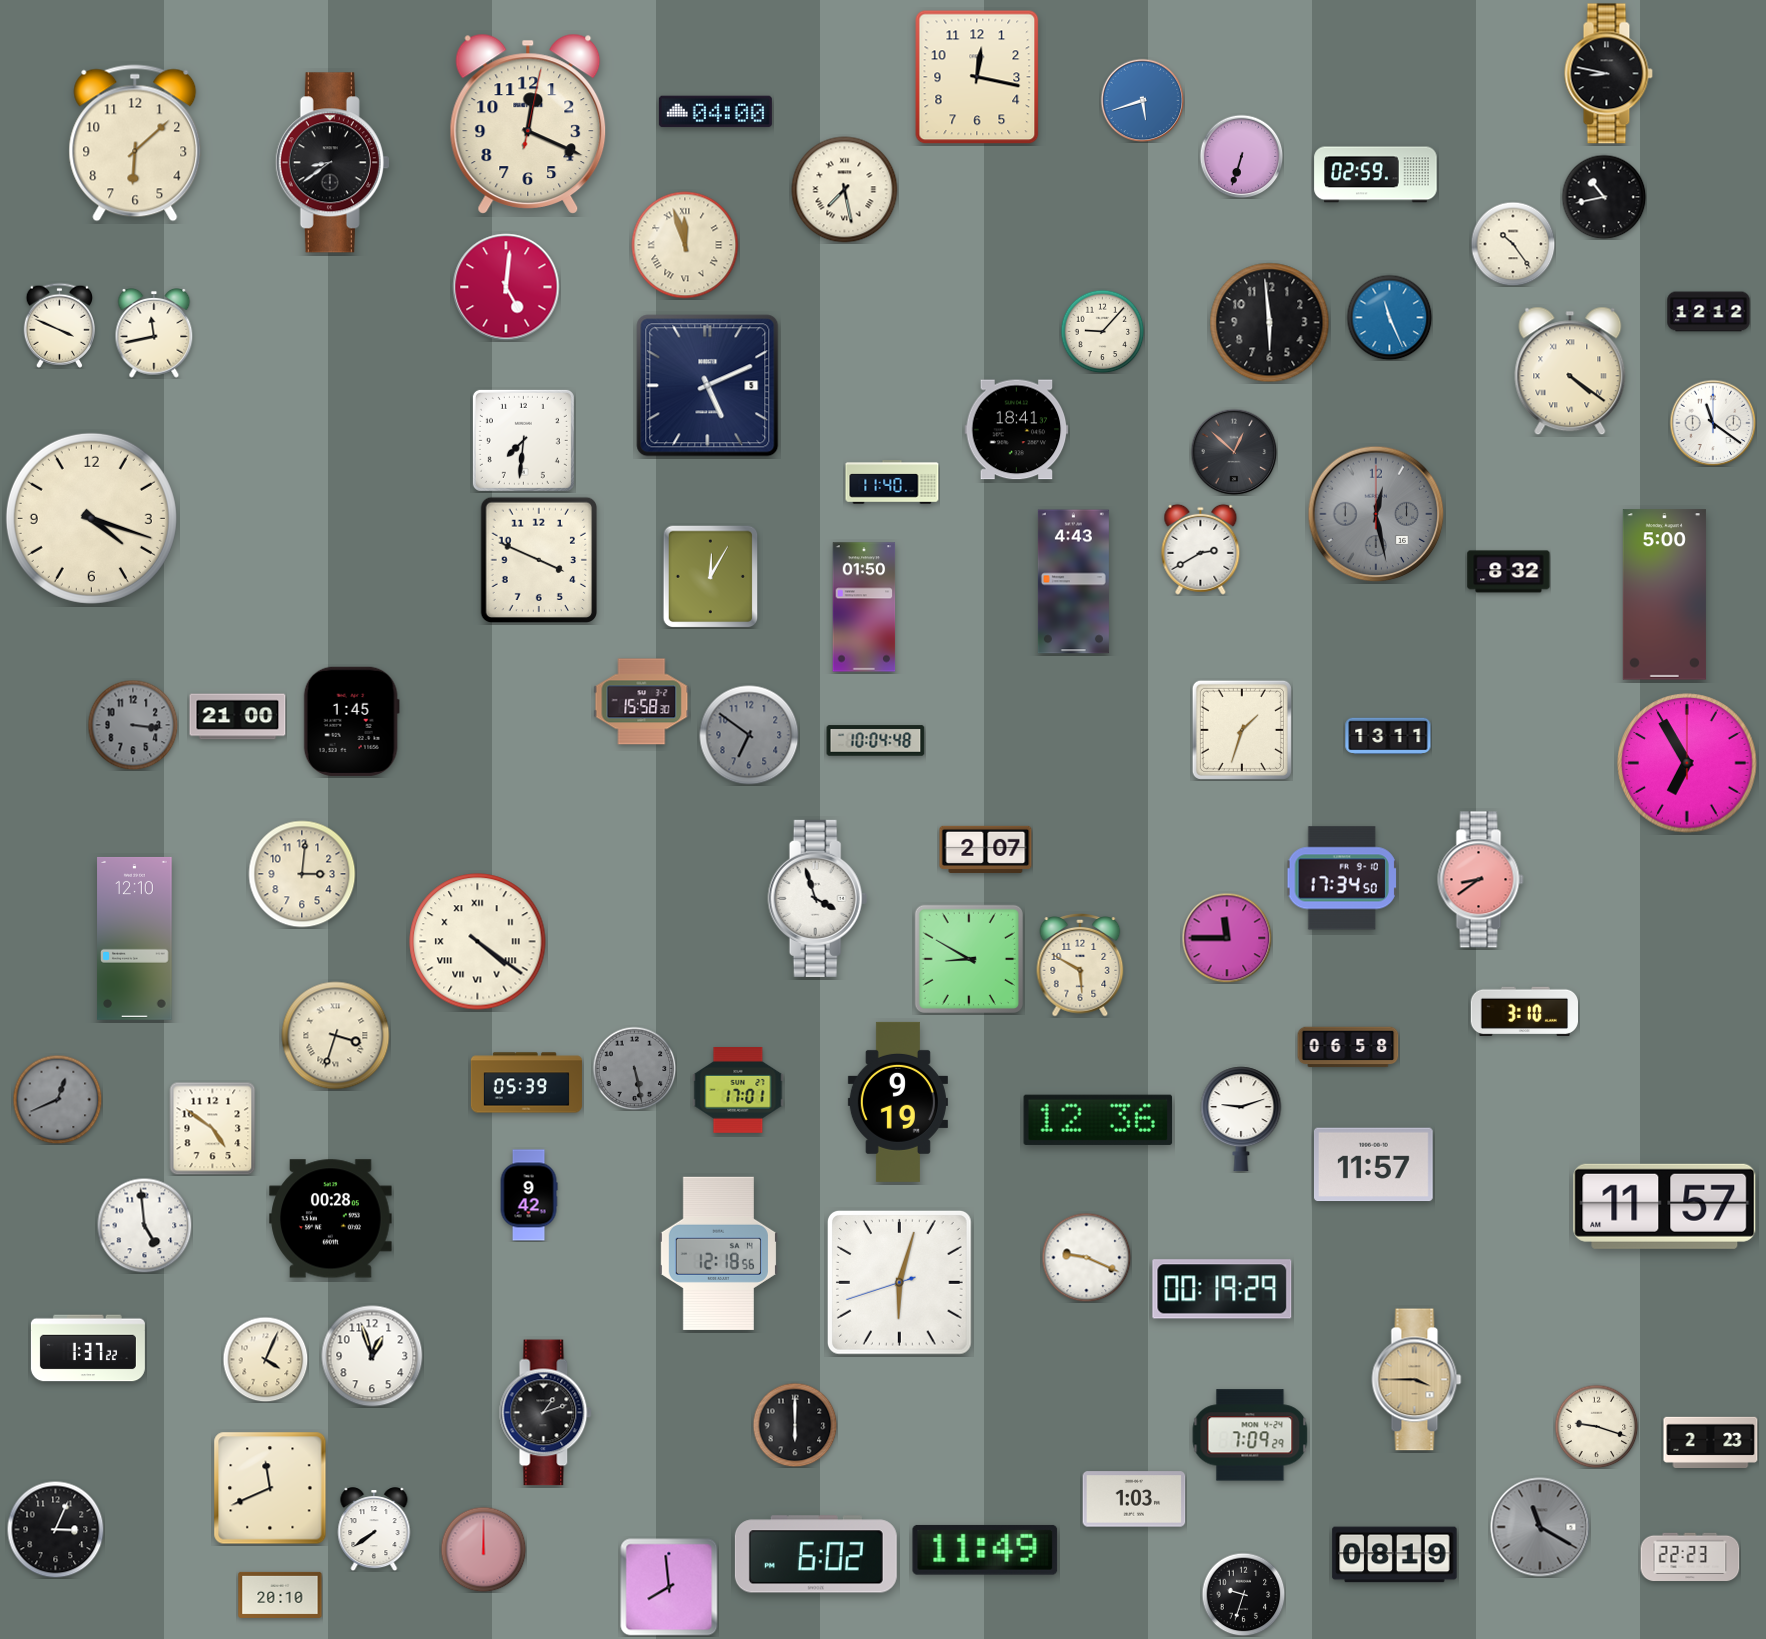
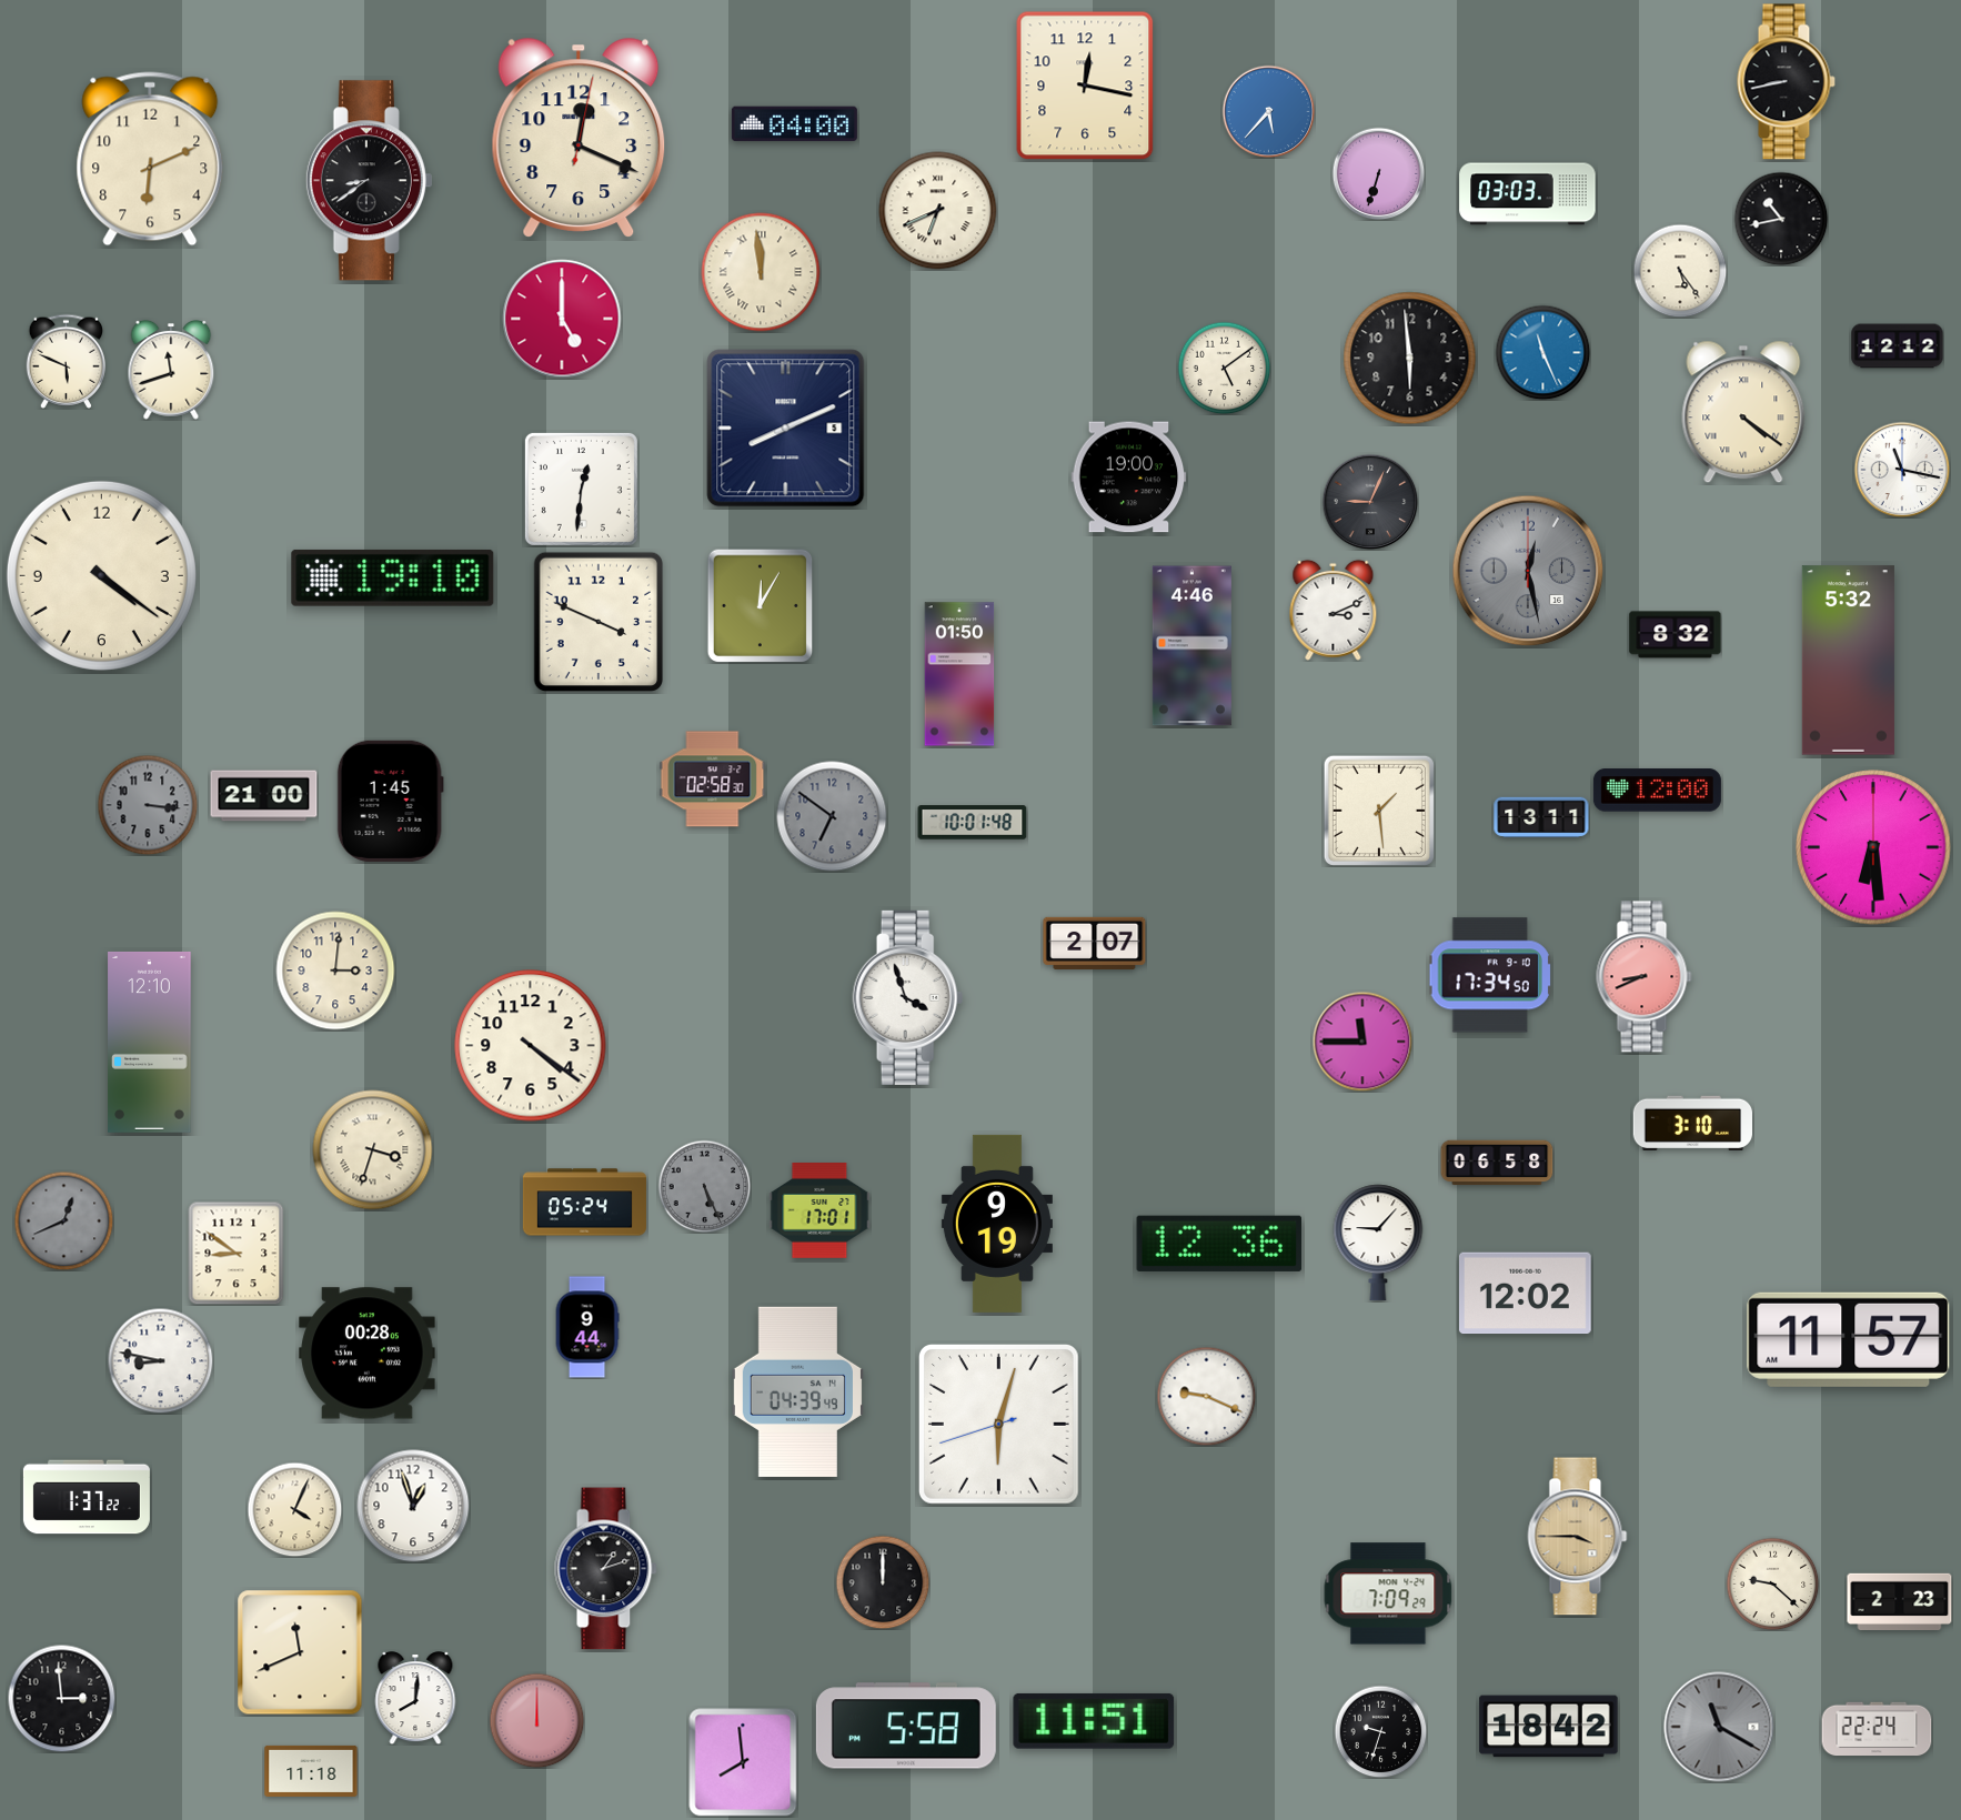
clock at (1608, 74): 8:47 -> 8:43
clock at (1142, 100): 5:42 -> 5:37
clock at (528, 124) position: (528, 124) -> (579, 138)
clock at (135, 143): 6:08 -> 6:11
clock at (1376, 175): 02:59 -> 03:03
clock at (845, 190): 7:28 -> 6:41
clock at (1513, 244): 10:24 -> 5:24
clock at (685, 245): 11:57 -> 11:59
clock at (506, 287): 5:01 -> 5:00
clock at (59, 325): 3:49 -> 5:49
clock at (1102, 331): 9:07 -> 5:09
clock at (154, 334): 11:43 -> 11:42
clock at (708, 386): 5:11 -> 8:11
clock at (1713, 423): 11:21 -> 11:17
clock at (1017, 430): 18:41 -> 19:00
clock at (523, 440): 7:31 -> 12:31
clock at (1234, 452): 12:52 -> 9:04
clock at (892, 482): 11:40 -> none
clock at (91, 518): 4:18 -> 4:21
clock at (393, 577): none -> 19:10
clock at (1201, 549): 2:40 -> 3:11
clock at (711, 576) position: (711, 576) -> (761, 605)
clock at (1073, 582): 4:43 -> 4:46
clock at (1664, 595): 5:00 -> 5:32
clock at (642, 702): 15:58 -> 02:58
clock at (1657, 791): none -> 12:00
clock at (1242, 730): 1:33 -> 1:29
clock at (876, 741): 10:04 -> 10:01
clock at (1687, 763): 6:55 -> 6:29
clock at (1481, 880): 8:39 -> 8:41
clock at (478, 942) numerals: Roman -> Arabic
clock at (969, 959): 8:50 -> none
clock at (1080, 966): 5:50 -> none
clock at (634, 1068): 5:28 -> 5:26
clock at (526, 1083): 05:39 -> 05:24
clock at (1241, 1119): 9:12 -> 9:07
clock at (213, 1128): 4:51 -> 8:51
clock at (1373, 1165): 11:57 -> 12:02
clock at (529, 1195): 9:42 -> 9:44
clock at (144, 1225): 4:59 -> 8:47
clock at (718, 1253): 12:18 -> 04:39
clock at (1222, 1289): 00:19 -> none
clock at (88, 1348) position: (88, 1348) -> (87, 1497)
clock at (1417, 1380) position: (1417, 1380) -> (1578, 1537)
clock at (795, 1425): 6:00 -> 12:00
clock at (1596, 1426): 9:18 -> 9:22
clock at (1134, 1499): 1:03 -> none
clock at (1540, 1527) position: (1540, 1527) -> (1719, 1727)
clock at (55, 1529): 3:04 -> 2:59
clock at (374, 1529): 7:39 -> 8:01
clock at (985, 1550): 11:49 -> 11:51
clock at (816, 1554): 6:02 -> 5:58
clock at (1395, 1555): 08:19 -> 18:42
clock at (1690, 1557): 22:23 -> 22:24
clock at (1243, 1594) position: (1243, 1594) -> (1380, 1731)
clock at (280, 1595): 20:10 -> 11:18
